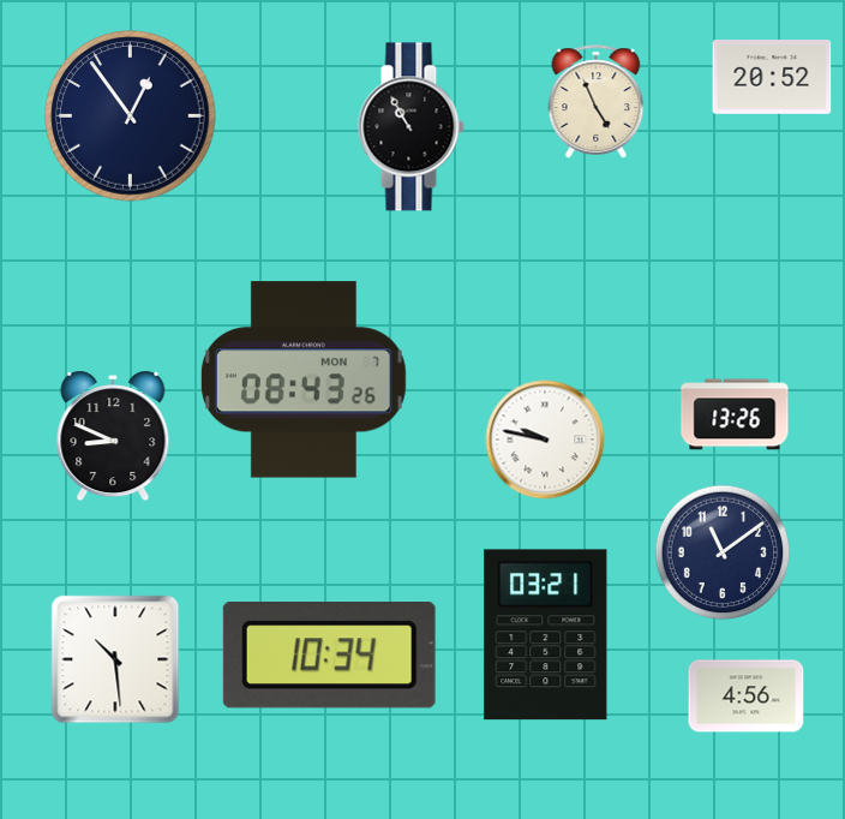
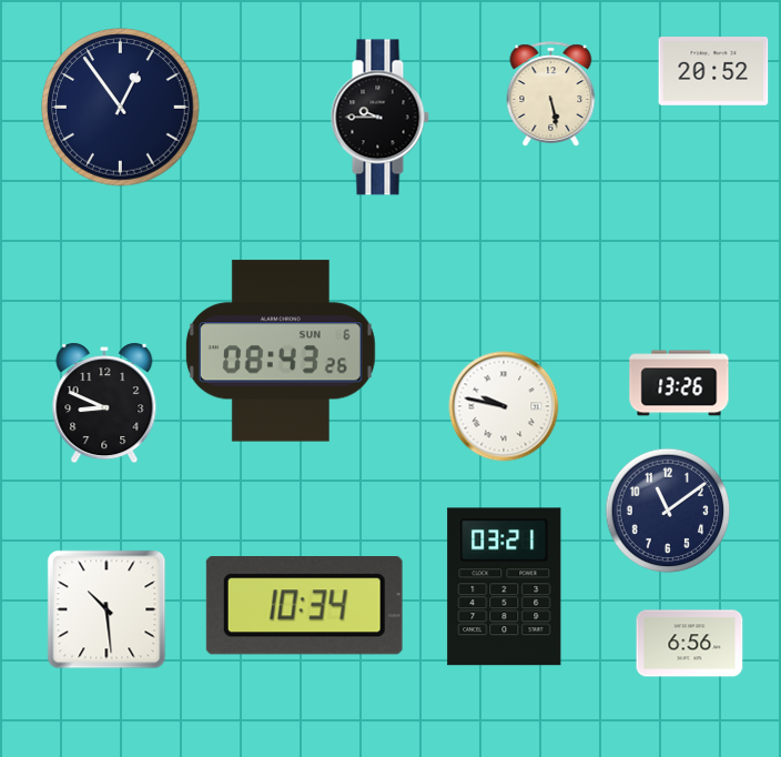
clock at (597, 102): 4:56 -> 5:28
clock at (410, 127): 10:55 -> 9:45
clock at (304, 379) date: MON 7 -> SUN 6
clock at (747, 697): 4:56 -> 6:56
